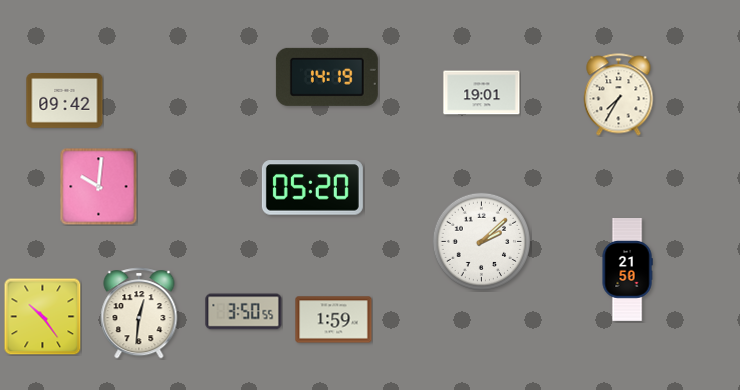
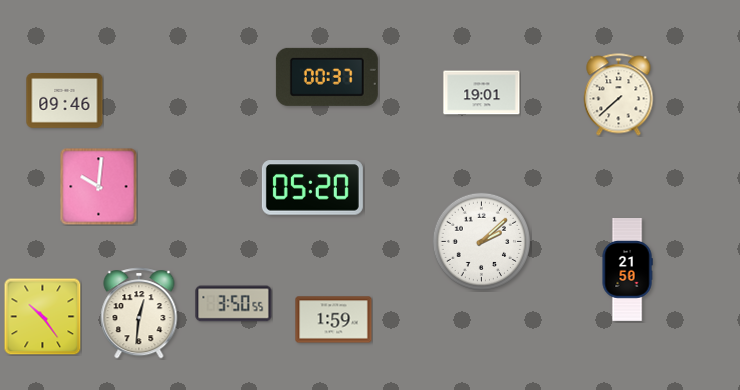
clock at (327, 77): 14:19 -> 00:37
clock at (619, 95): 7:35 -> 7:38
clock at (65, 101): 09:42 -> 09:46
clock at (244, 312) position: (244, 312) -> (234, 304)
